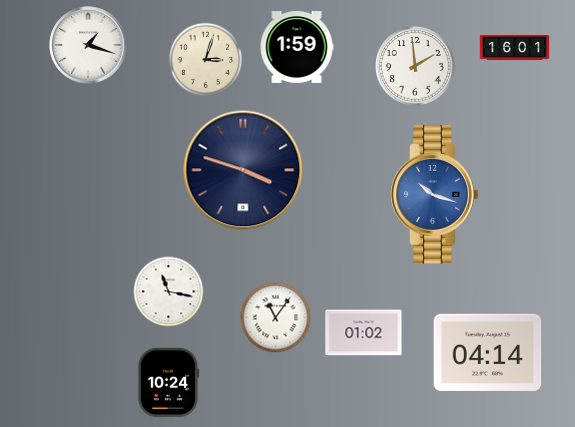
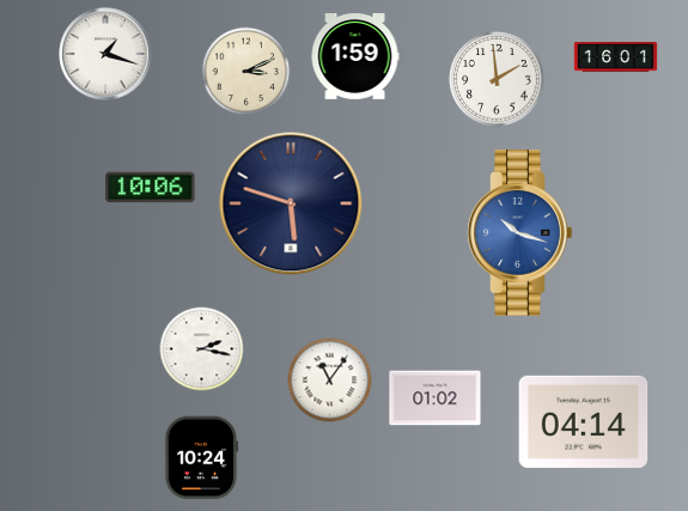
clock at (206, 60): 3:03 -> 3:11
clock at (151, 188): none -> 10:06
clock at (243, 170): 3:48 -> 5:48
clock at (169, 292): 11:17 -> 2:17
